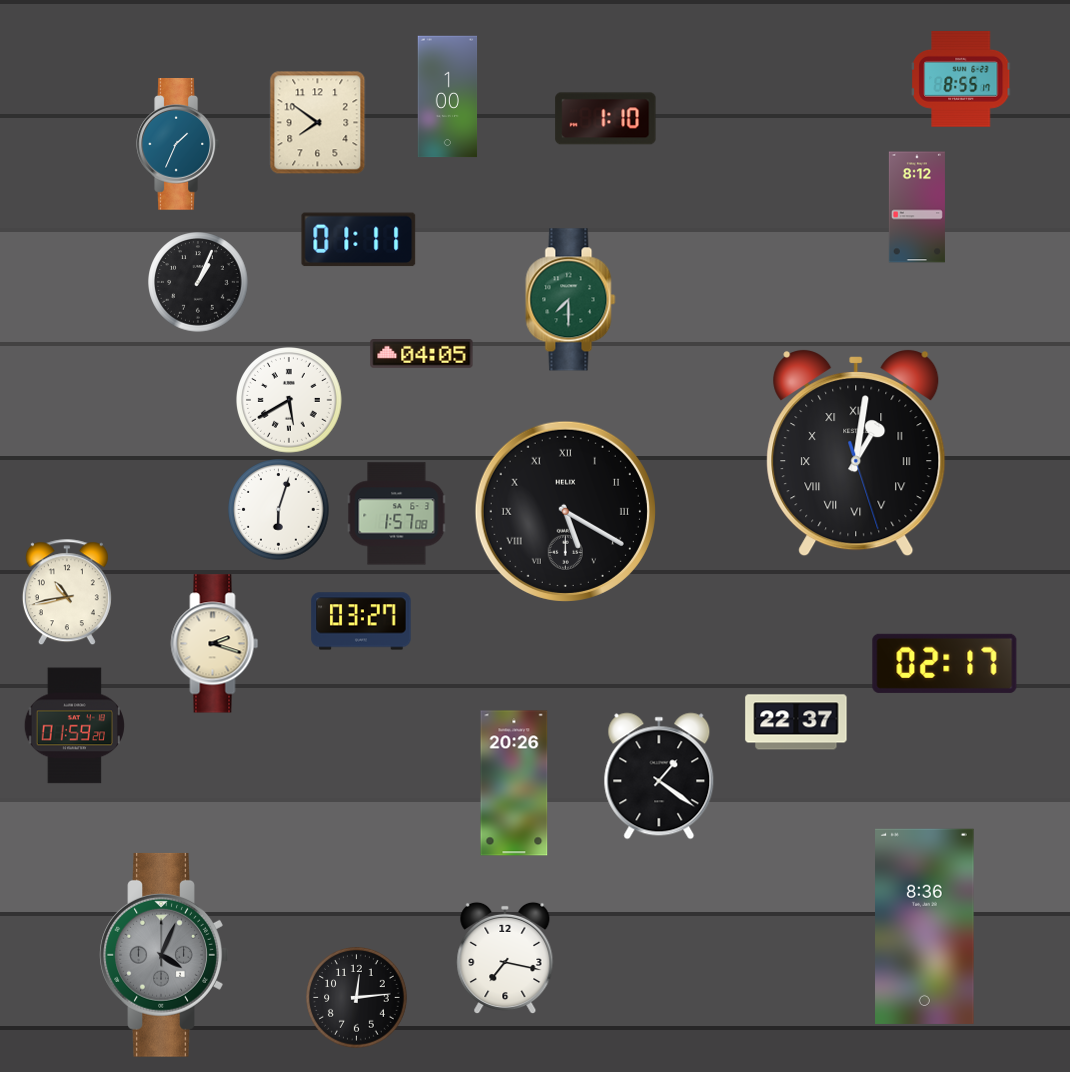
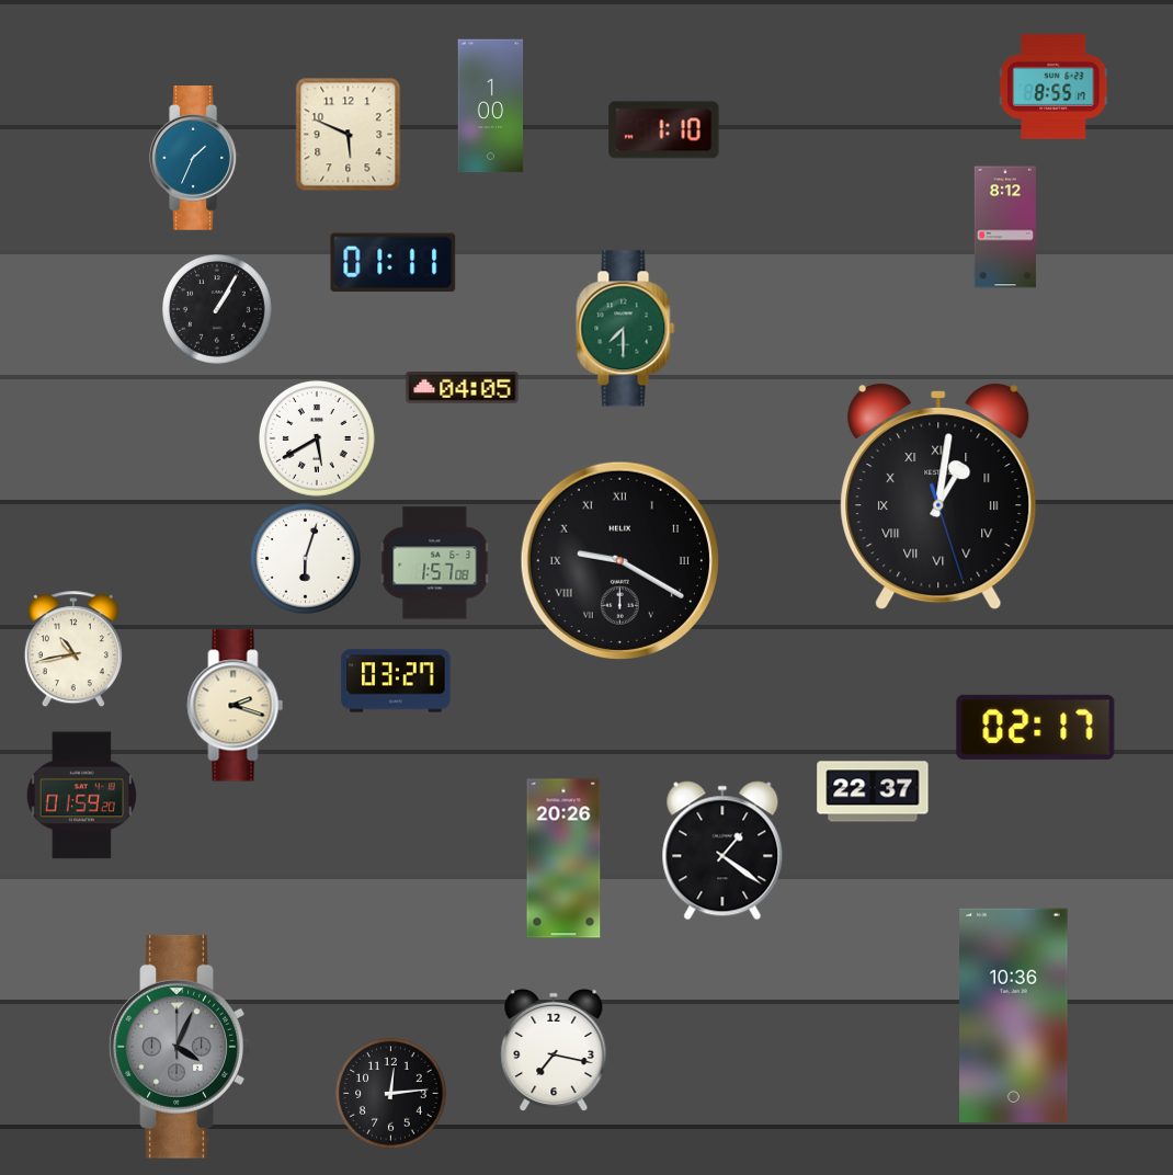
clock at (318, 123): 7:51 -> 5:49
clock at (198, 282): 1:04 -> 1:05
clock at (565, 511): 5:20 -> 9:20
clock at (925, 926): 8:36 -> 10:36
